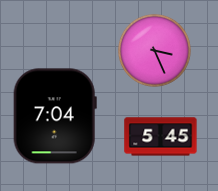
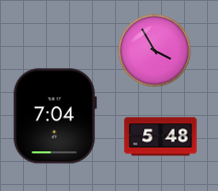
clock at (154, 50): 3:26 -> 3:55
clock at (161, 137): 5:45 -> 5:48
